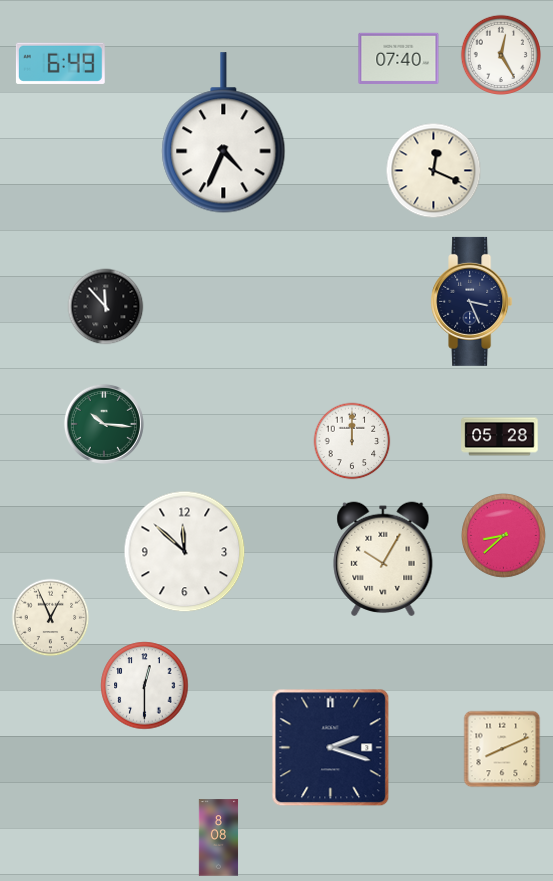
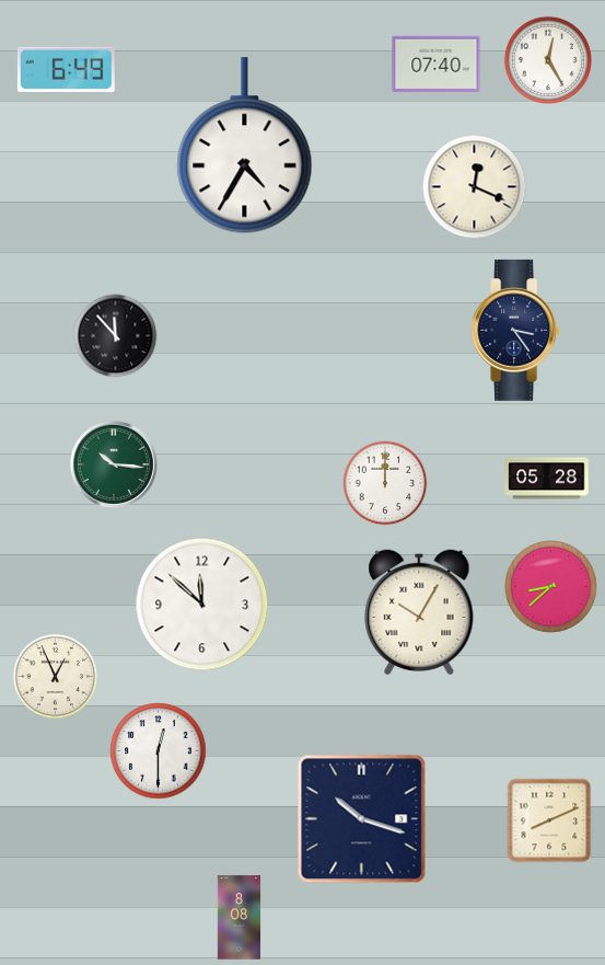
clock at (224, 133): 4:34 -> 4:35
clock at (472, 301): 3:26 -> 3:24
clock at (331, 748): 2:18 -> 10:18
